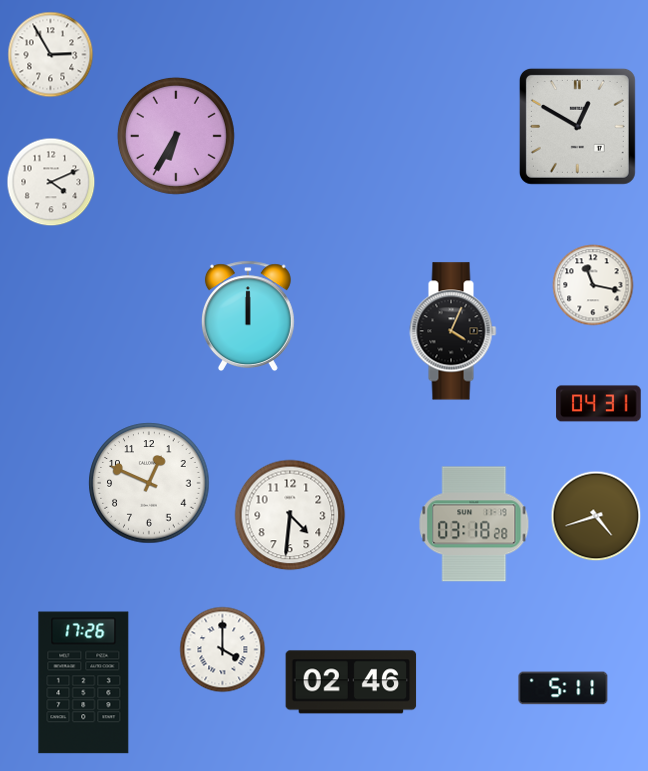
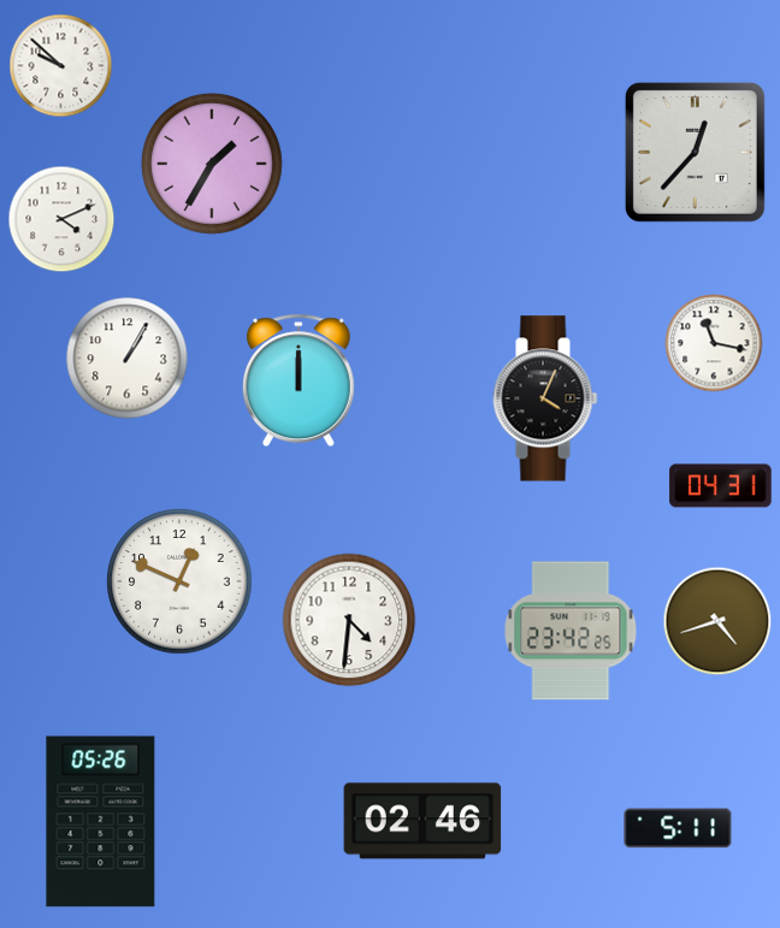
clock at (51, 55): 2:55 -> 9:52
clock at (577, 126): 12:50 -> 12:37
clock at (176, 136): 6:35 -> 1:35
clock at (128, 359): none -> 1:05
clock at (474, 524): 03:18 -> 23:42
clock at (223, 650): 4:00 -> none
clock at (84, 683): 17:26 -> 05:26
